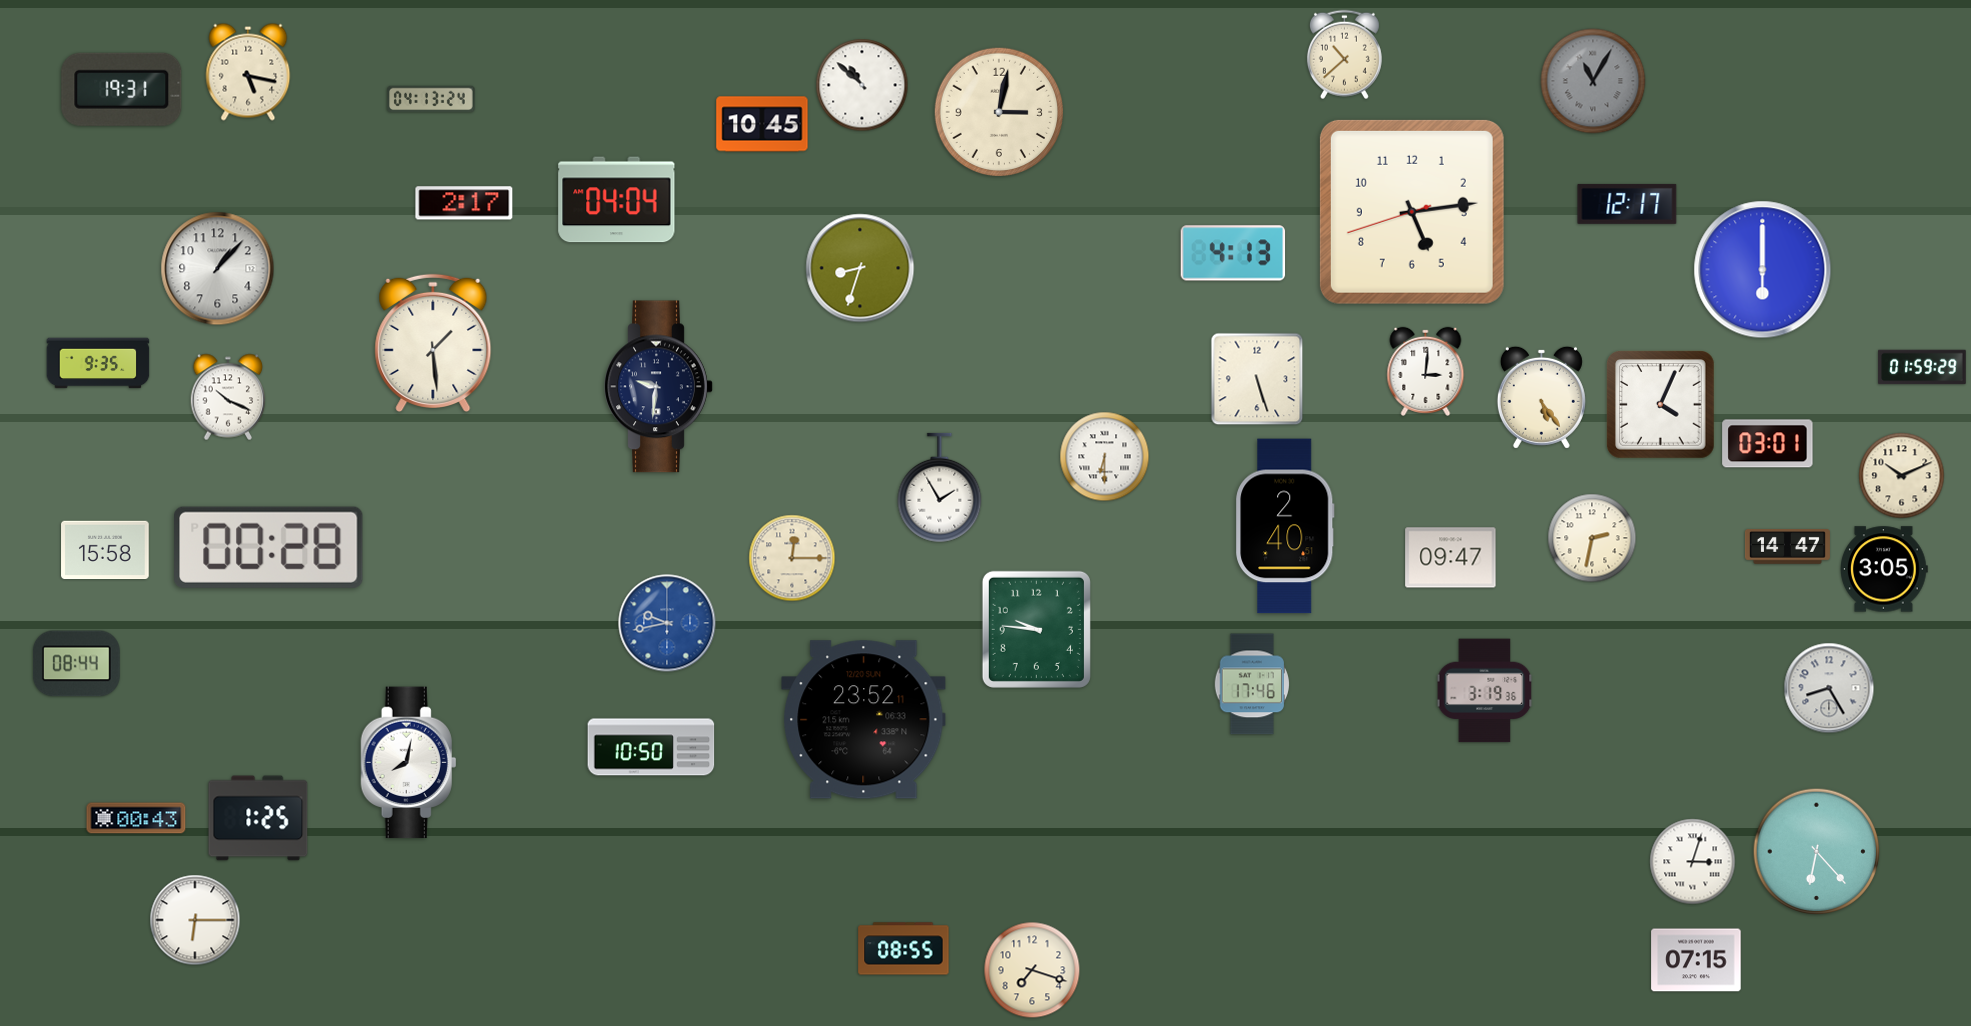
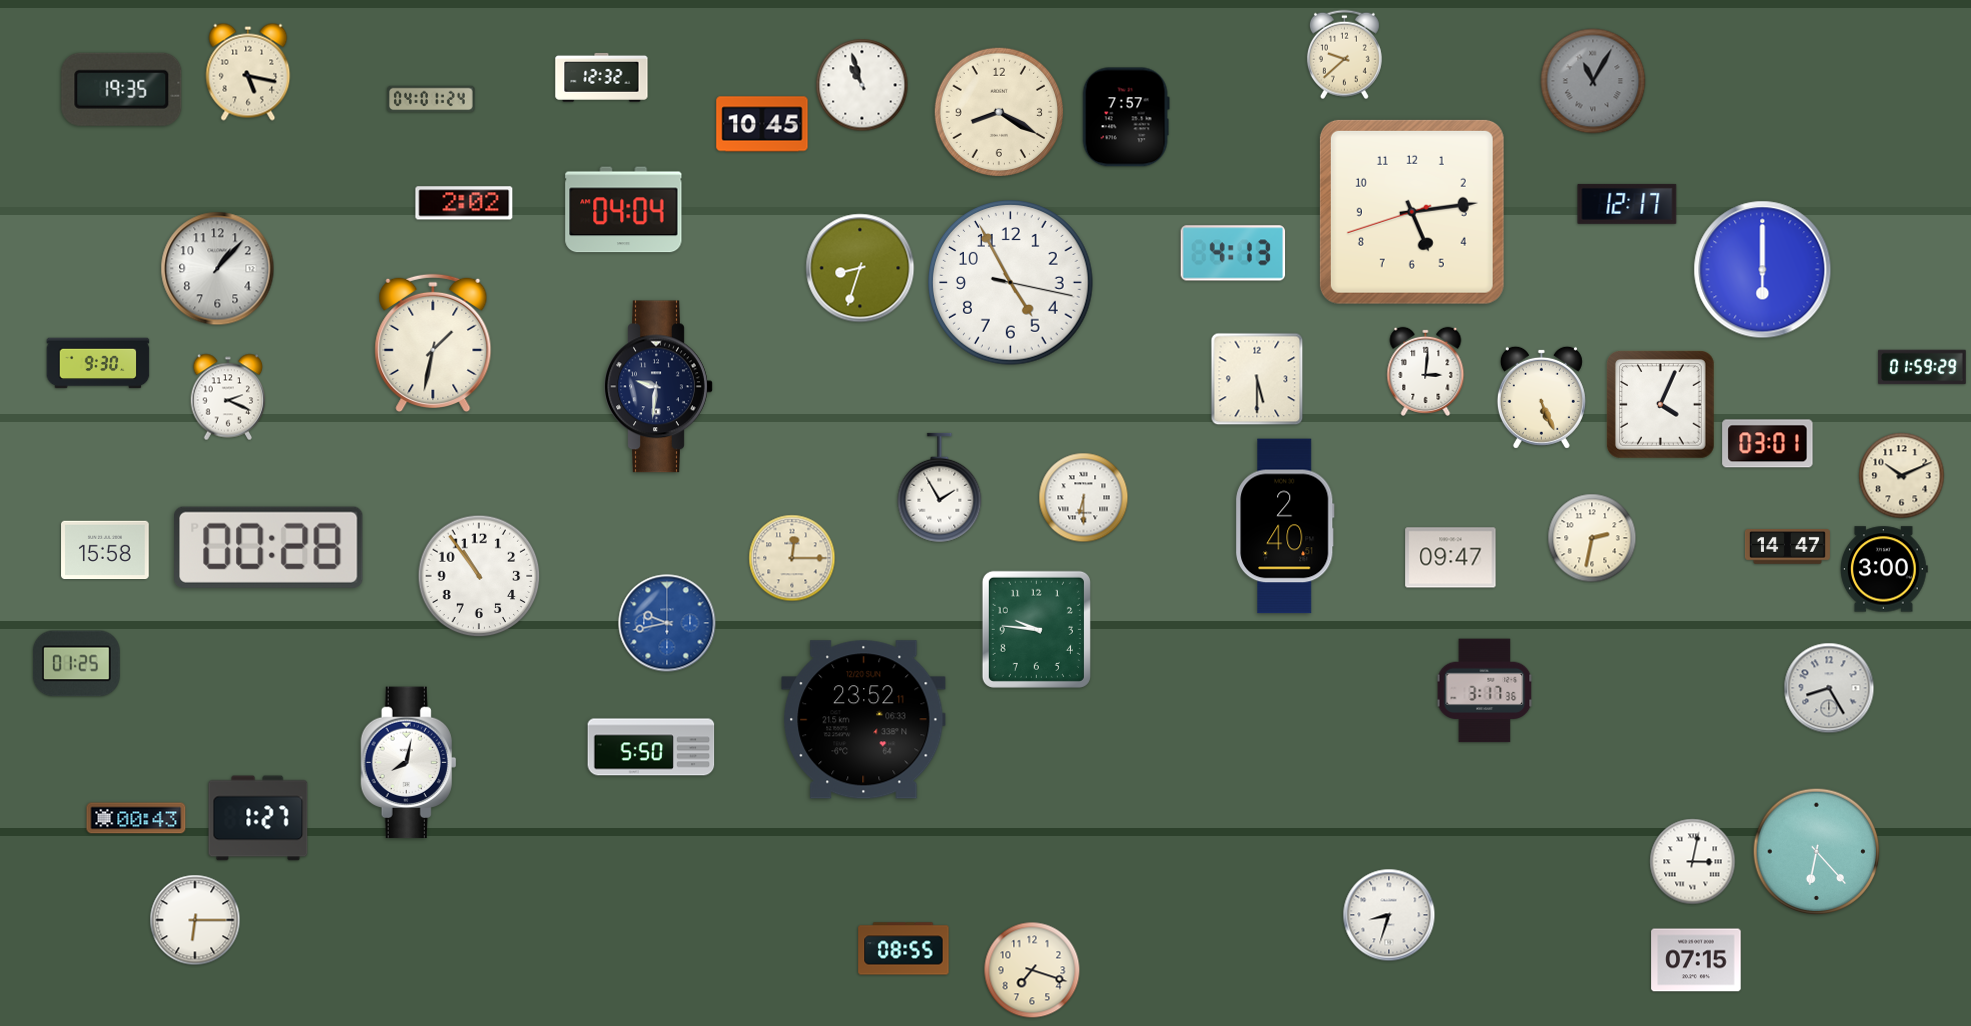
clock at (1344, 55): 10:38 -> 9:38
clock at (602, 77): none -> 12:32
clock at (862, 85): 10:52 -> 10:57
clock at (122, 89): 19:31 -> 19:35
clock at (431, 99): 04:13 -> 04:01
clock at (999, 112): 3:02 -> 8:20
clock at (1126, 117): none -> 7:57
clock at (617, 200) position: (617, 200) -> (624, 210)
clock at (464, 203): 2:17 -> 2:02
clock at (1011, 283): none -> 4:55
clock at (433, 342): 1:29 -> 1:32
clock at (98, 363): 9:35 -> 9:30
clock at (1257, 379): 5:27 -> 5:30
clock at (228, 397): 10:19 -> 2:19
clock at (1541, 397): 5:24 -> 5:26
clock at (1105, 457) position: (1105, 457) -> (1084, 498)
clock at (1885, 569): 3:05 -> 3:00
clock at (479, 576): none -> 10:54
clock at (76, 664): 08:44 -> 01:25
clock at (1251, 684): 17:46 -> none
clock at (1485, 691): 3:19 -> 3:17
clock at (651, 747): 10:50 -> 5:50
clock at (258, 818): 1:25 -> 1:27
clock at (1693, 862): 3:03 -> 3:02
clock at (1389, 915): none -> 8:33
